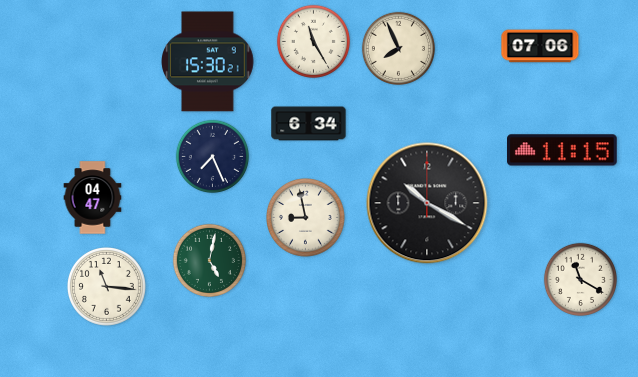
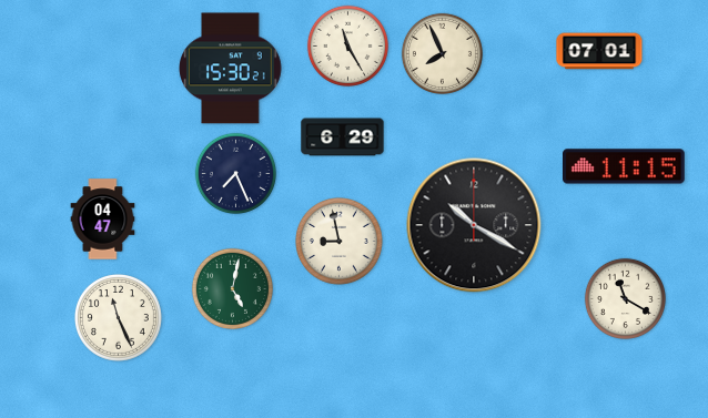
clock at (540, 46): 07:06 -> 07:01
clock at (309, 124): 6:34 -> 6:29
clock at (580, 279) position: (580, 279) -> (625, 298)
clock at (107, 287): 11:16 -> 11:26
